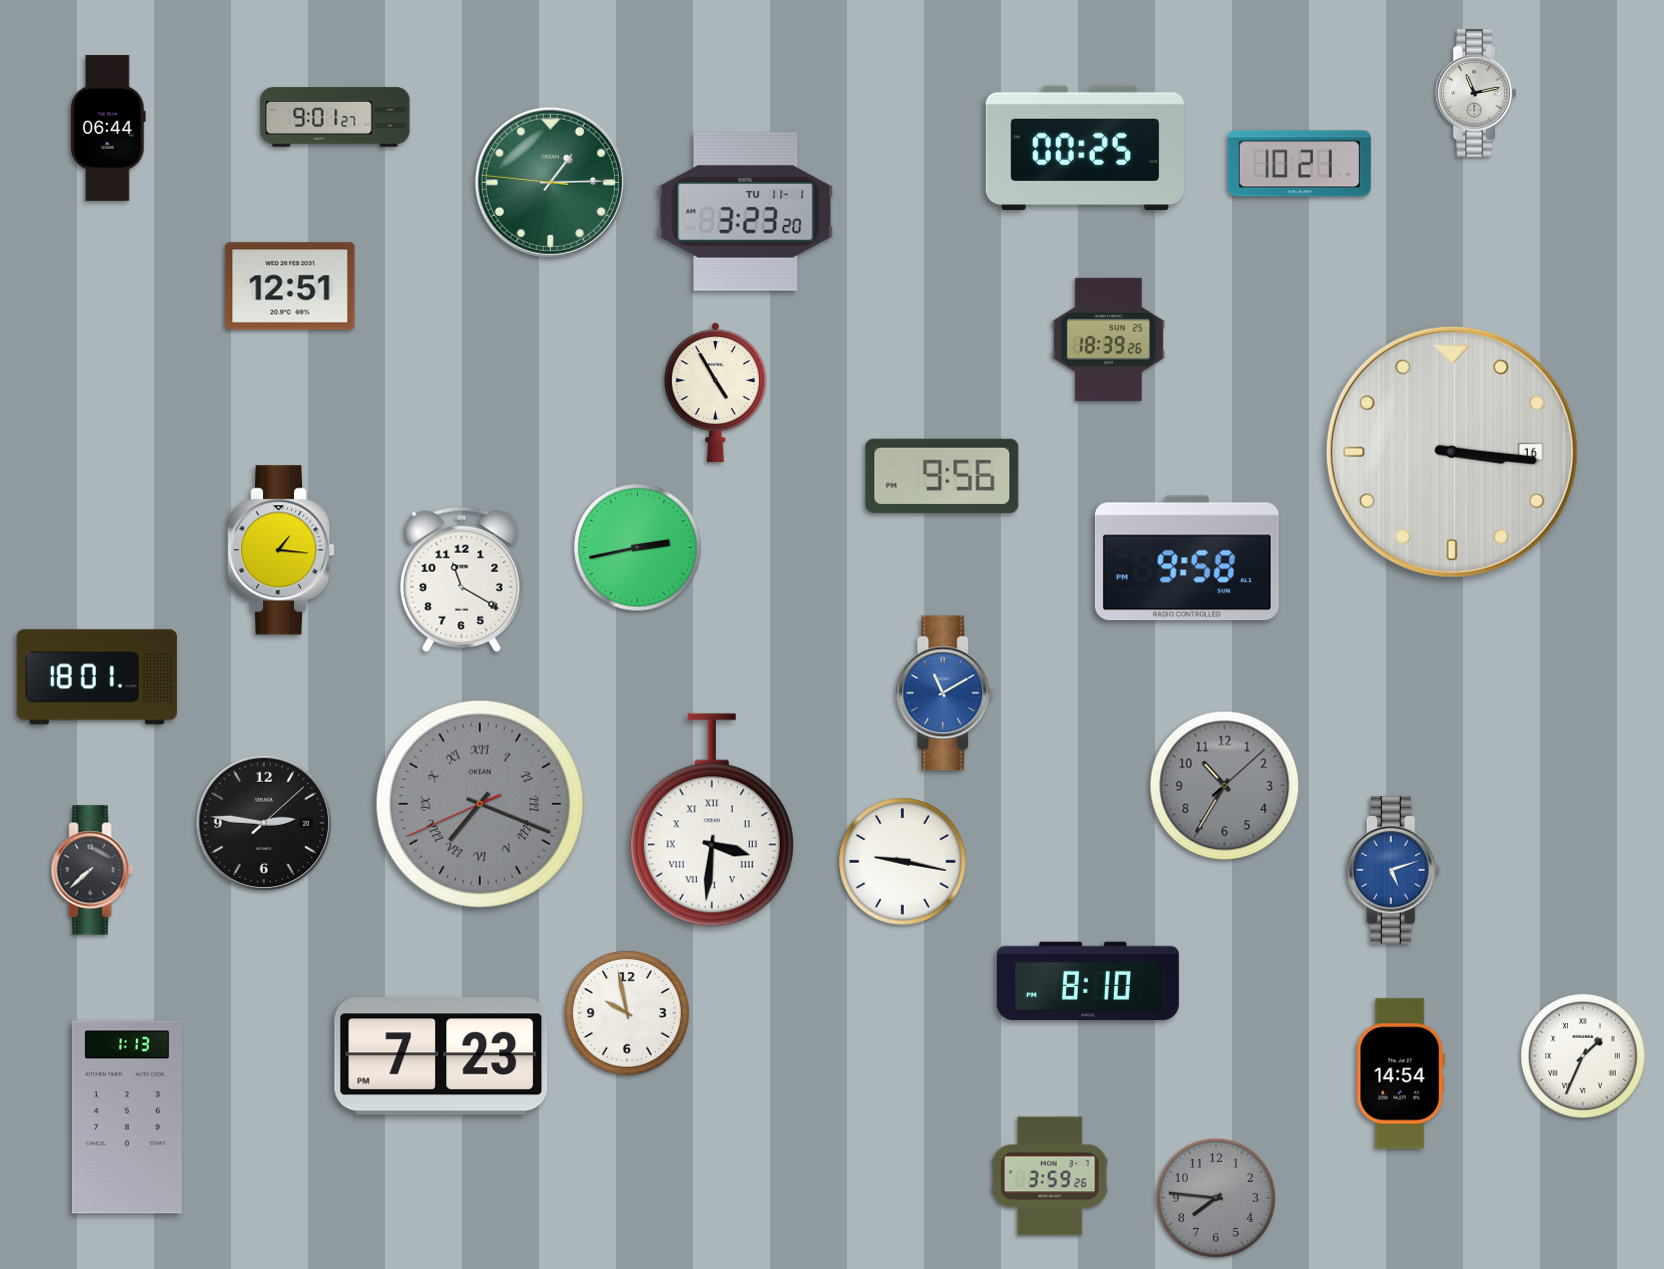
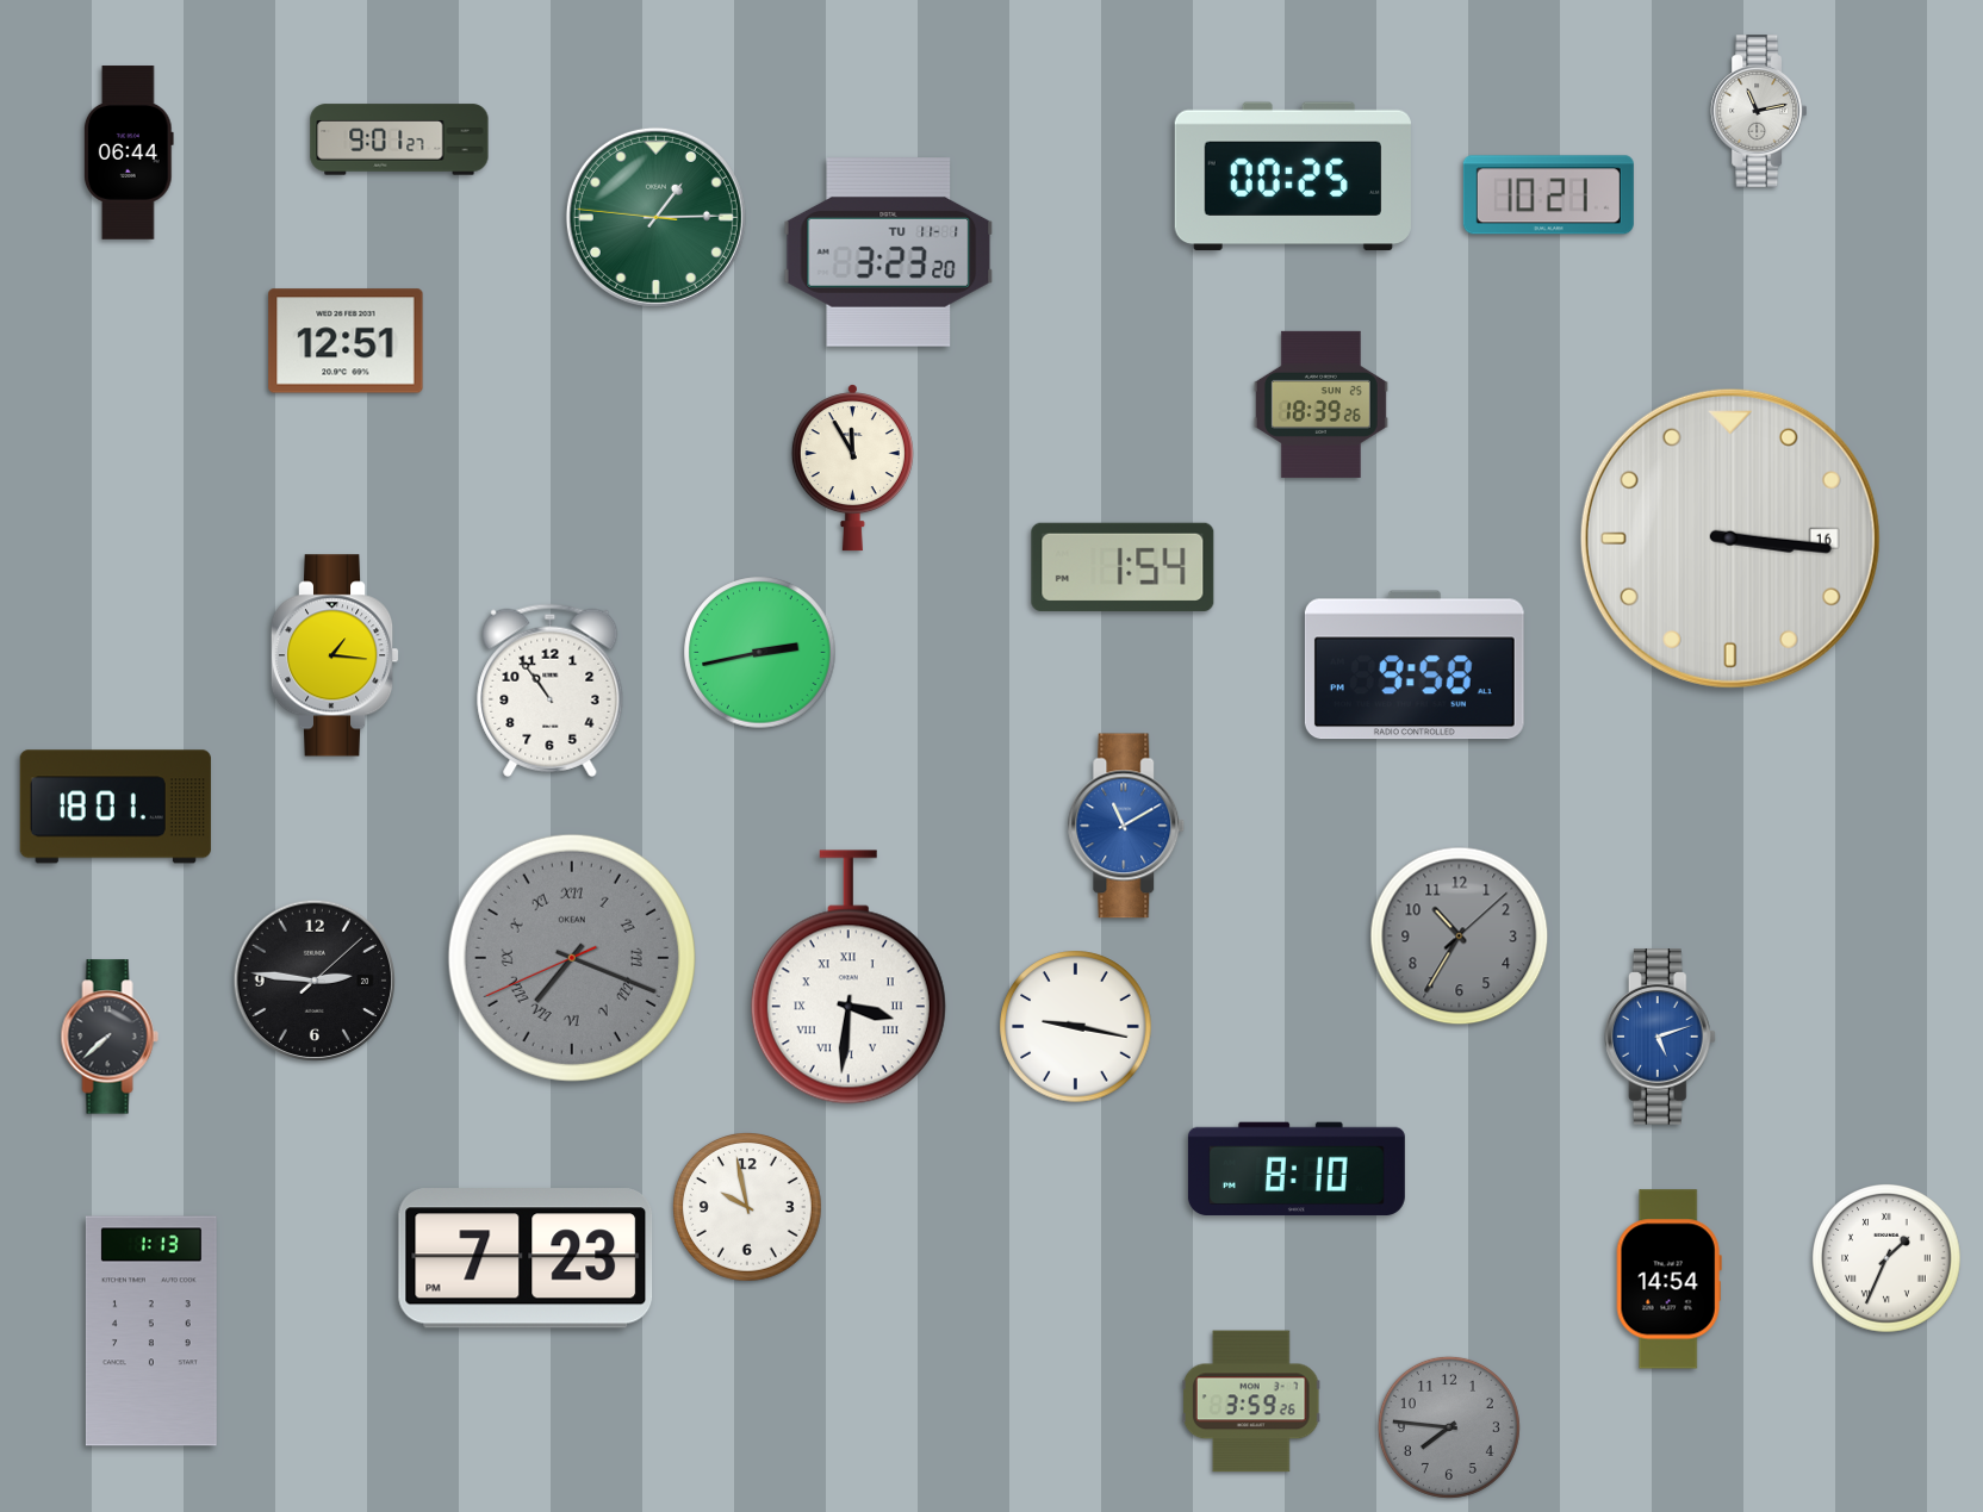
clock at (715, 393): 4:55 -> 11:55
clock at (942, 476): 9:56 -> 1:54
clock at (462, 579): 11:20 -> 10:54
